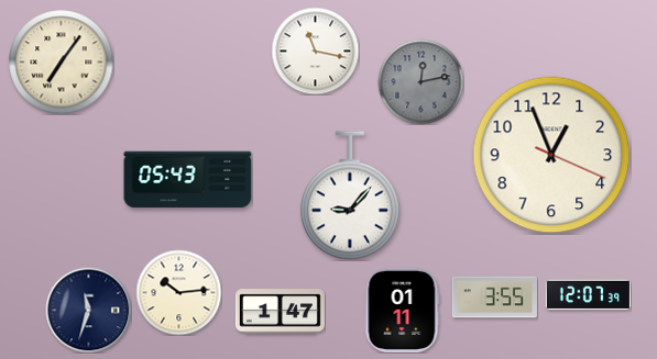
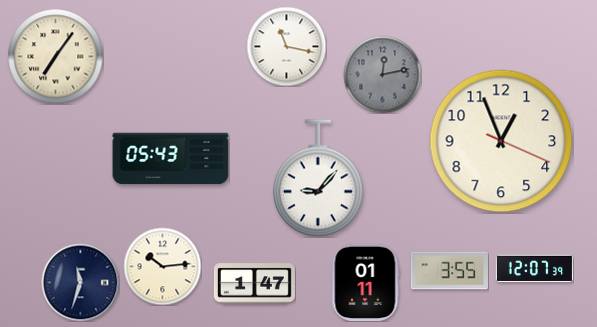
clock at (188, 180) position: (188, 180) -> (171, 159)
